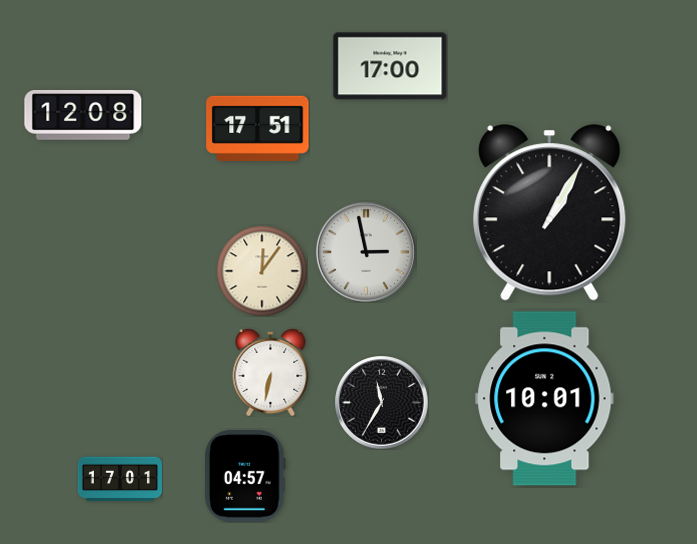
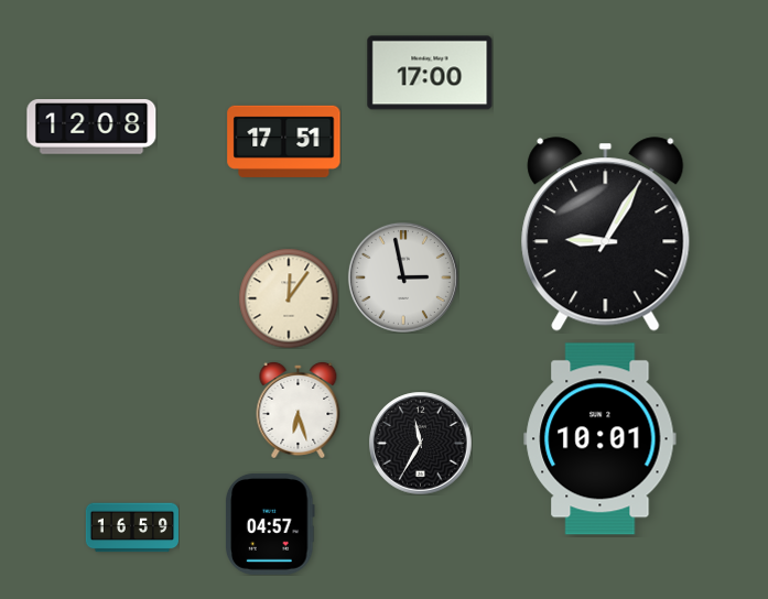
clock at (550, 213): 1:05 -> 9:05
clock at (271, 372): 6:32 -> 6:27
clock at (120, 479): 17:01 -> 16:59
